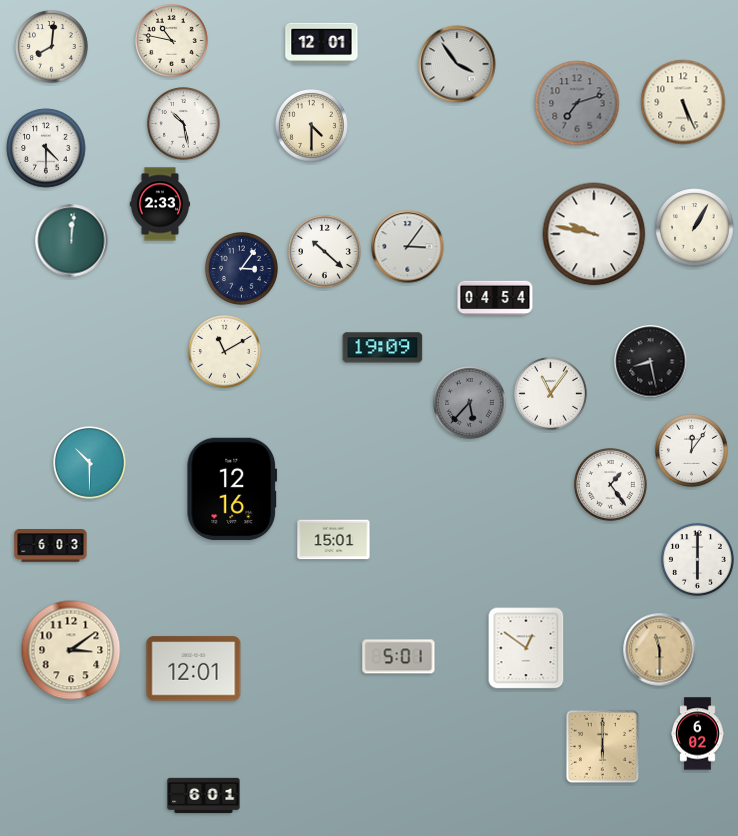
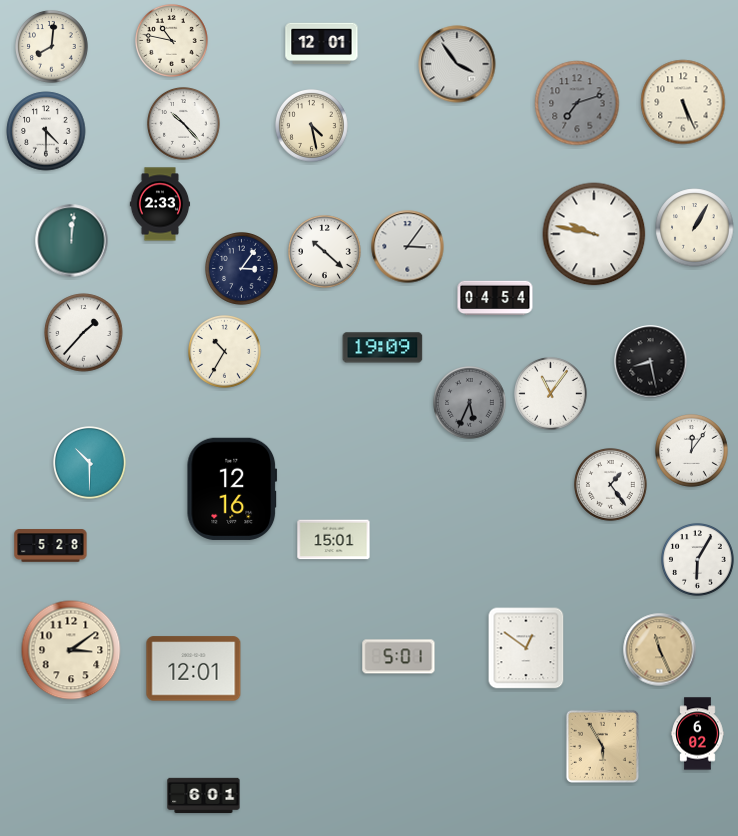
clock at (184, 124): 10:28 -> 10:23
clock at (312, 126): 4:30 -> 4:28
clock at (46, 148) position: (46, 148) -> (46, 131)
clock at (84, 333): none -> 1:37
clock at (225, 352): 11:10 -> 10:35
clock at (470, 403): 5:37 -> 5:34
clock at (51, 546): 6:03 -> 5:28
clock at (698, 560): 6:00 -> 6:05
clock at (660, 650): 11:30 -> 11:26
clock at (602, 746): 6:00 -> 5:55
